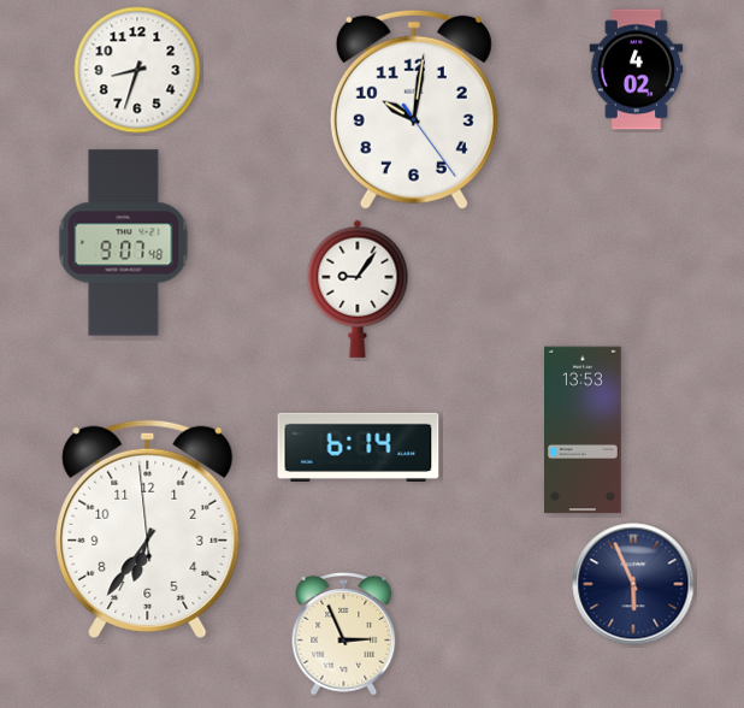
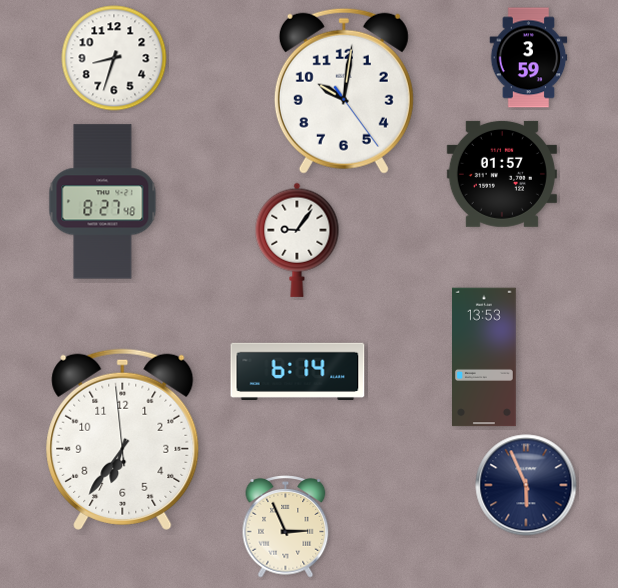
clock at (637, 70): 4:02 -> 3:59
clock at (502, 174): none -> 01:57
clock at (124, 243): 9:07 -> 8:27
